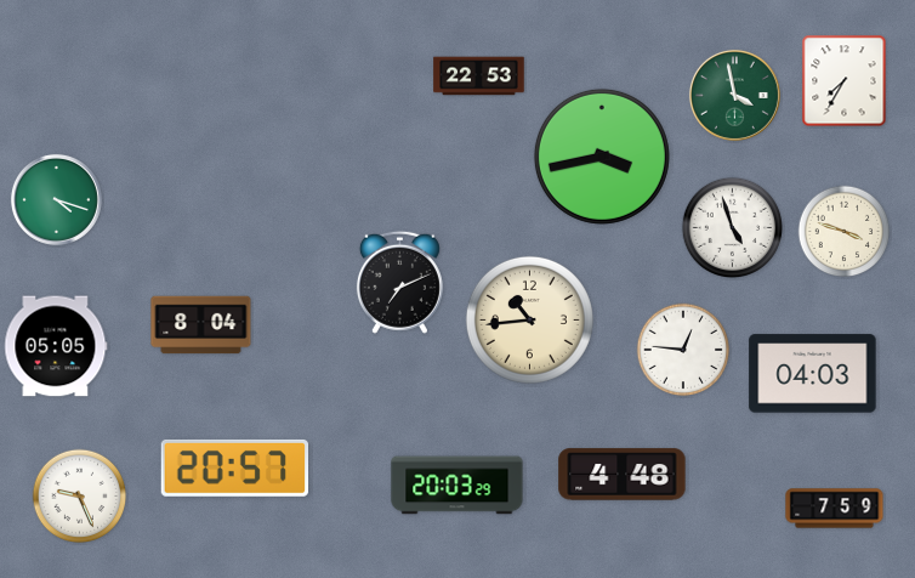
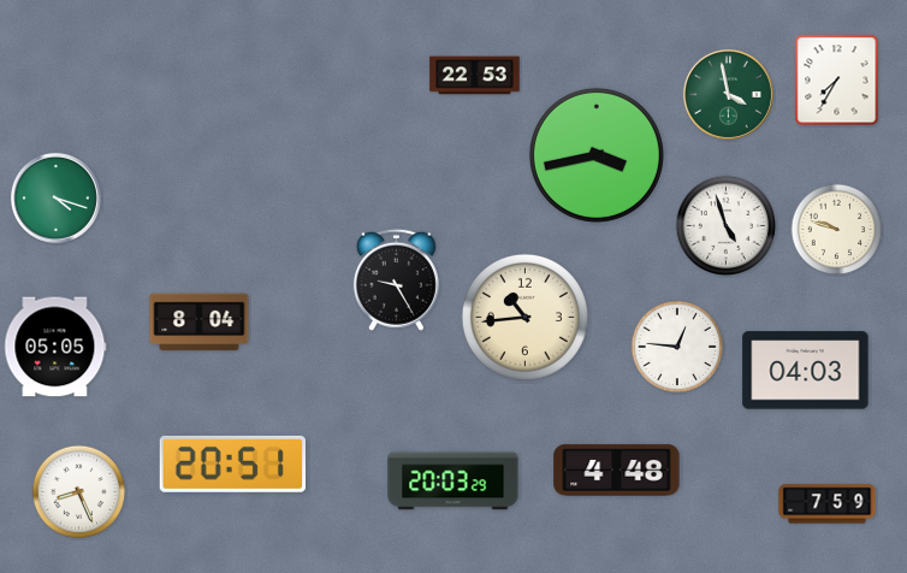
clock at (845, 232): 3:48 -> 9:48
clock at (399, 282): 7:11 -> 9:25
clock at (56, 346) position: (56, 346) -> (55, 347)
clock at (234, 467): 20:57 -> 20:51
clock at (80, 497): 9:26 -> 8:26
